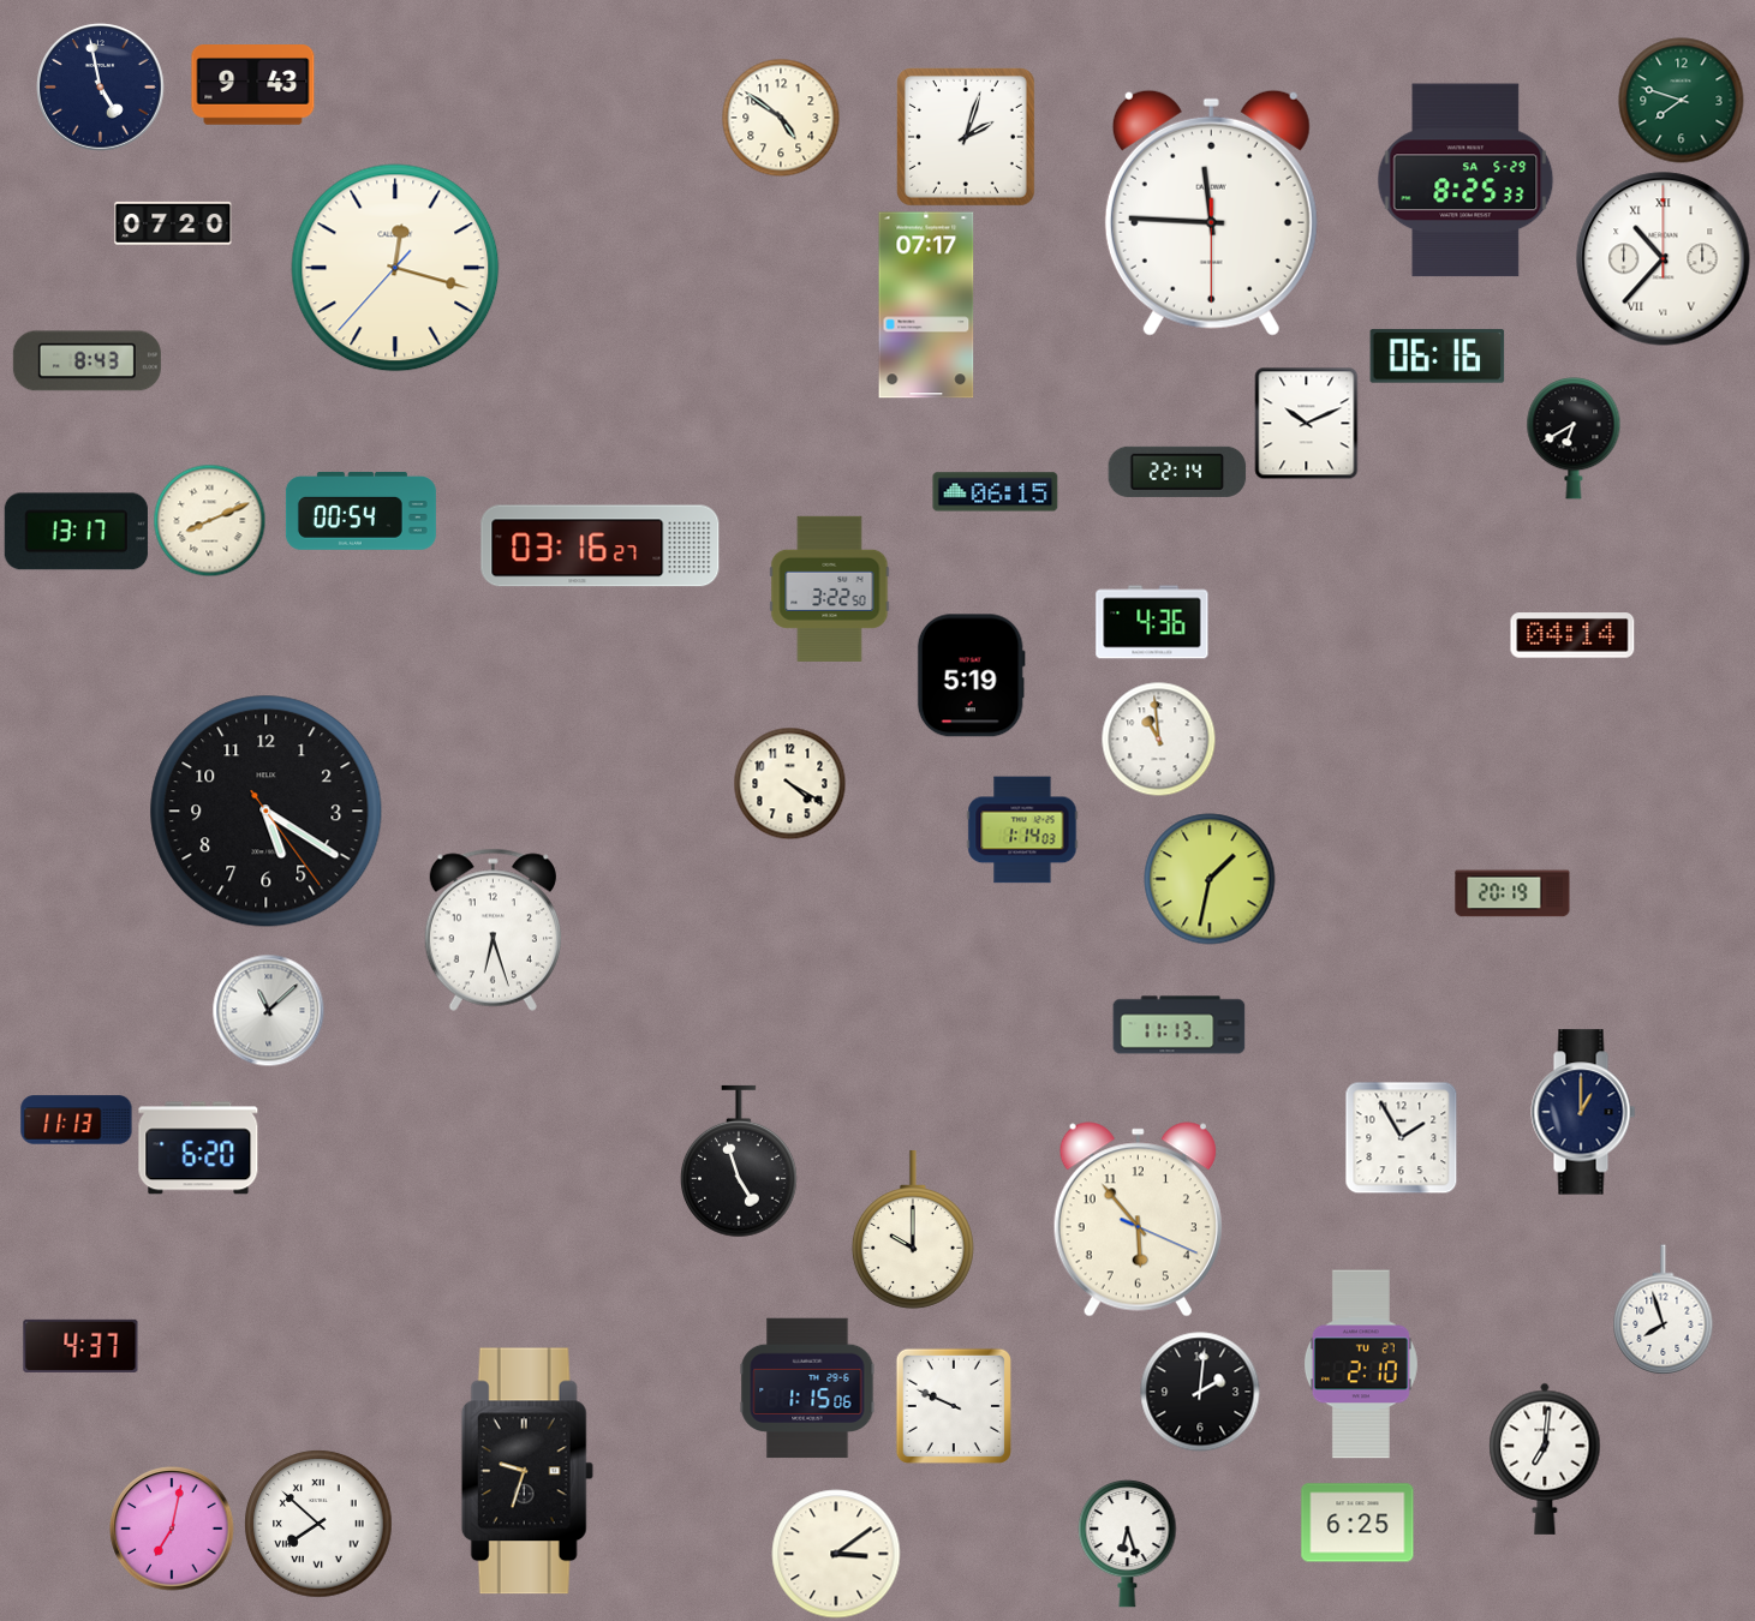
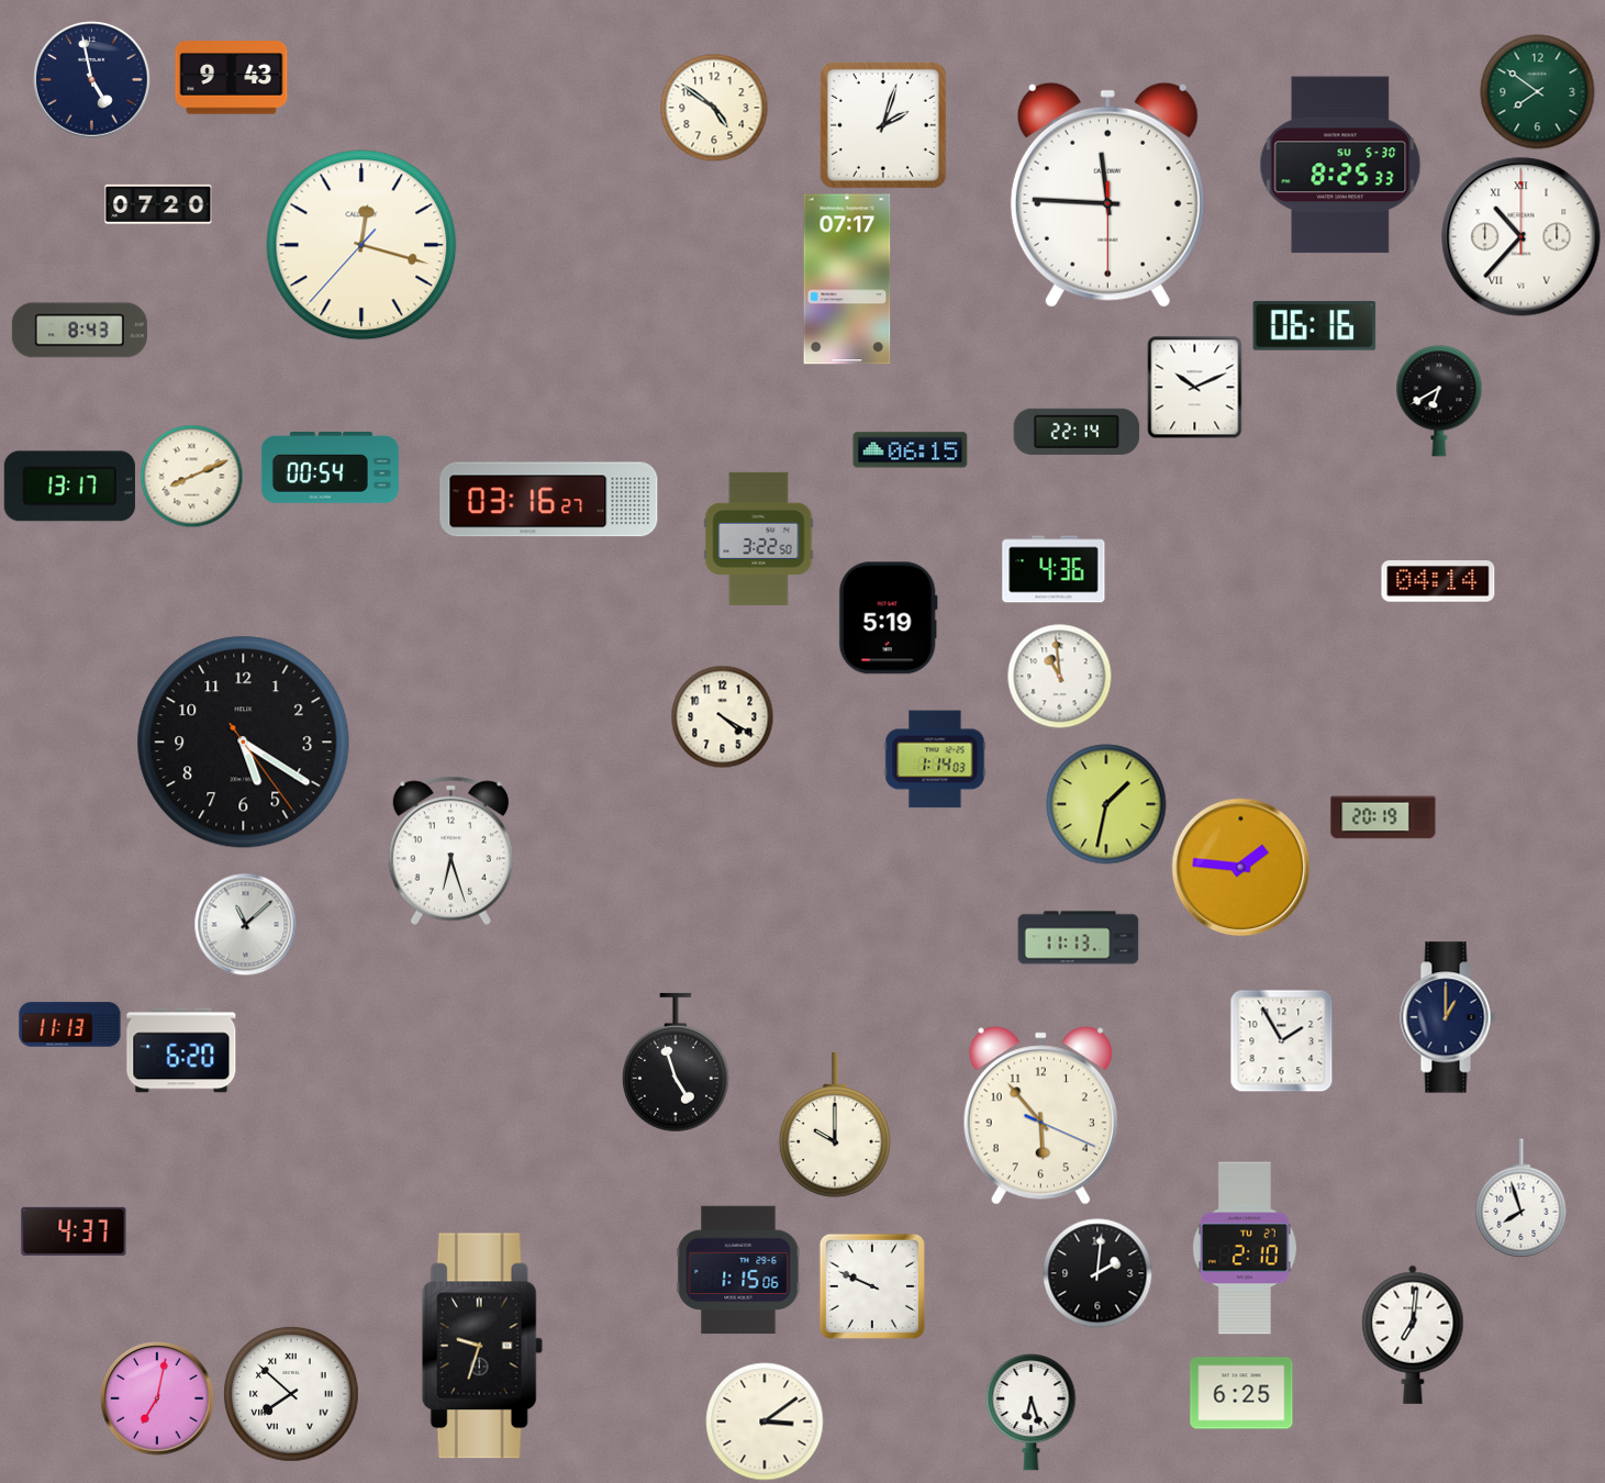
clock at (1682, 101): 7:48 -> 7:51
clock at (1466, 180) date: SA 5-29 -> SU 5-30
clock at (1241, 868): none -> 1:46
